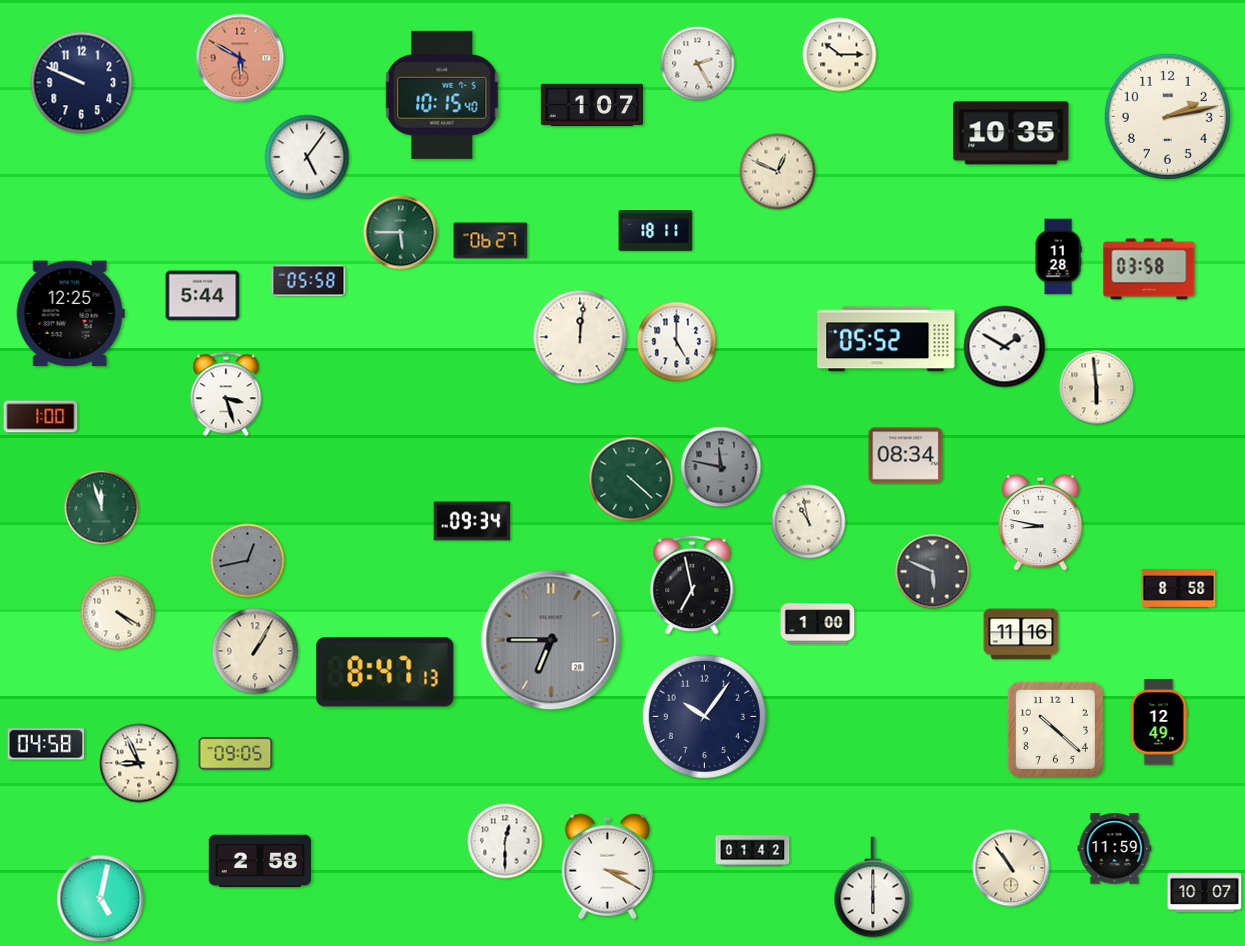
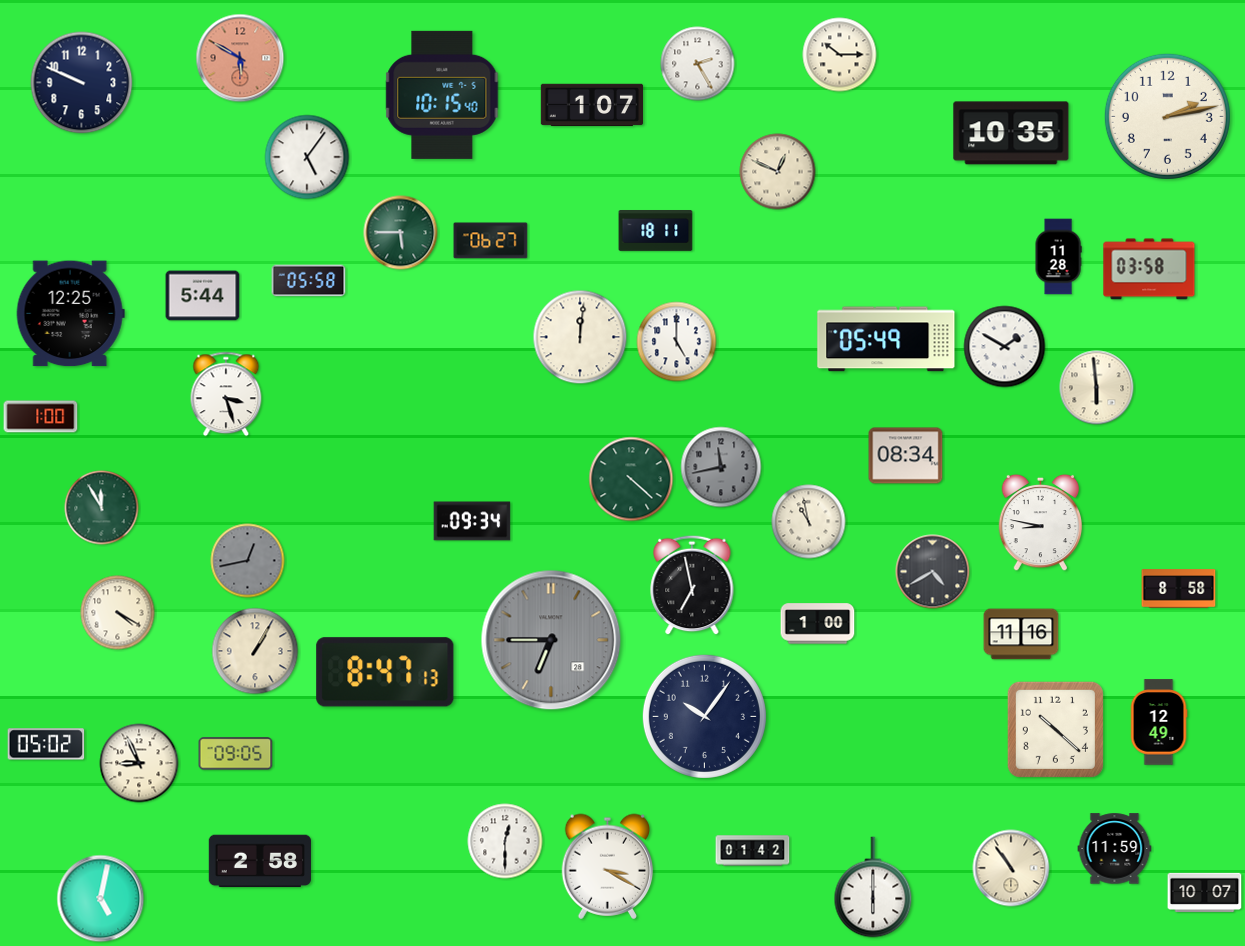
clock at (886, 339): 05:52 -> 05:49
clock at (721, 467): 11:47 -> 11:43
clock at (102, 508): 11:57 -> 11:55
clock at (933, 572): 5:49 -> 4:40
clock at (46, 744): 04:58 -> 05:02
